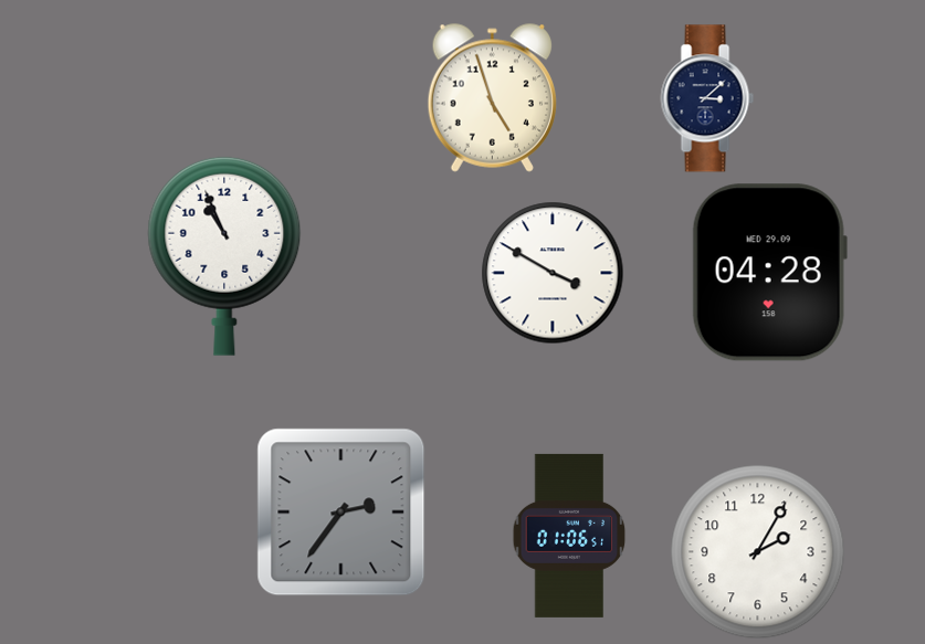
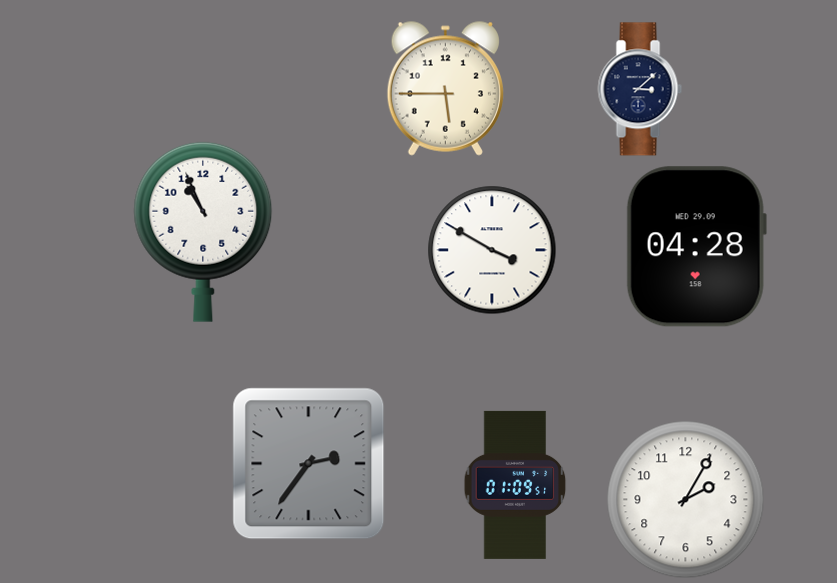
clock at (492, 97): 4:57 -> 5:45
clock at (553, 273) position: (553, 273) -> (492, 250)
clock at (569, 536): 01:06 -> 01:09
